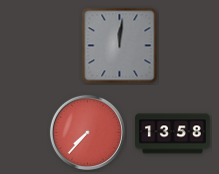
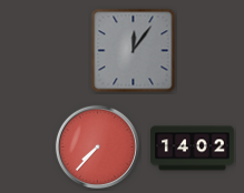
clock at (120, 46): 12:01 -> 12:06
clock at (173, 134): 13:58 -> 14:02
